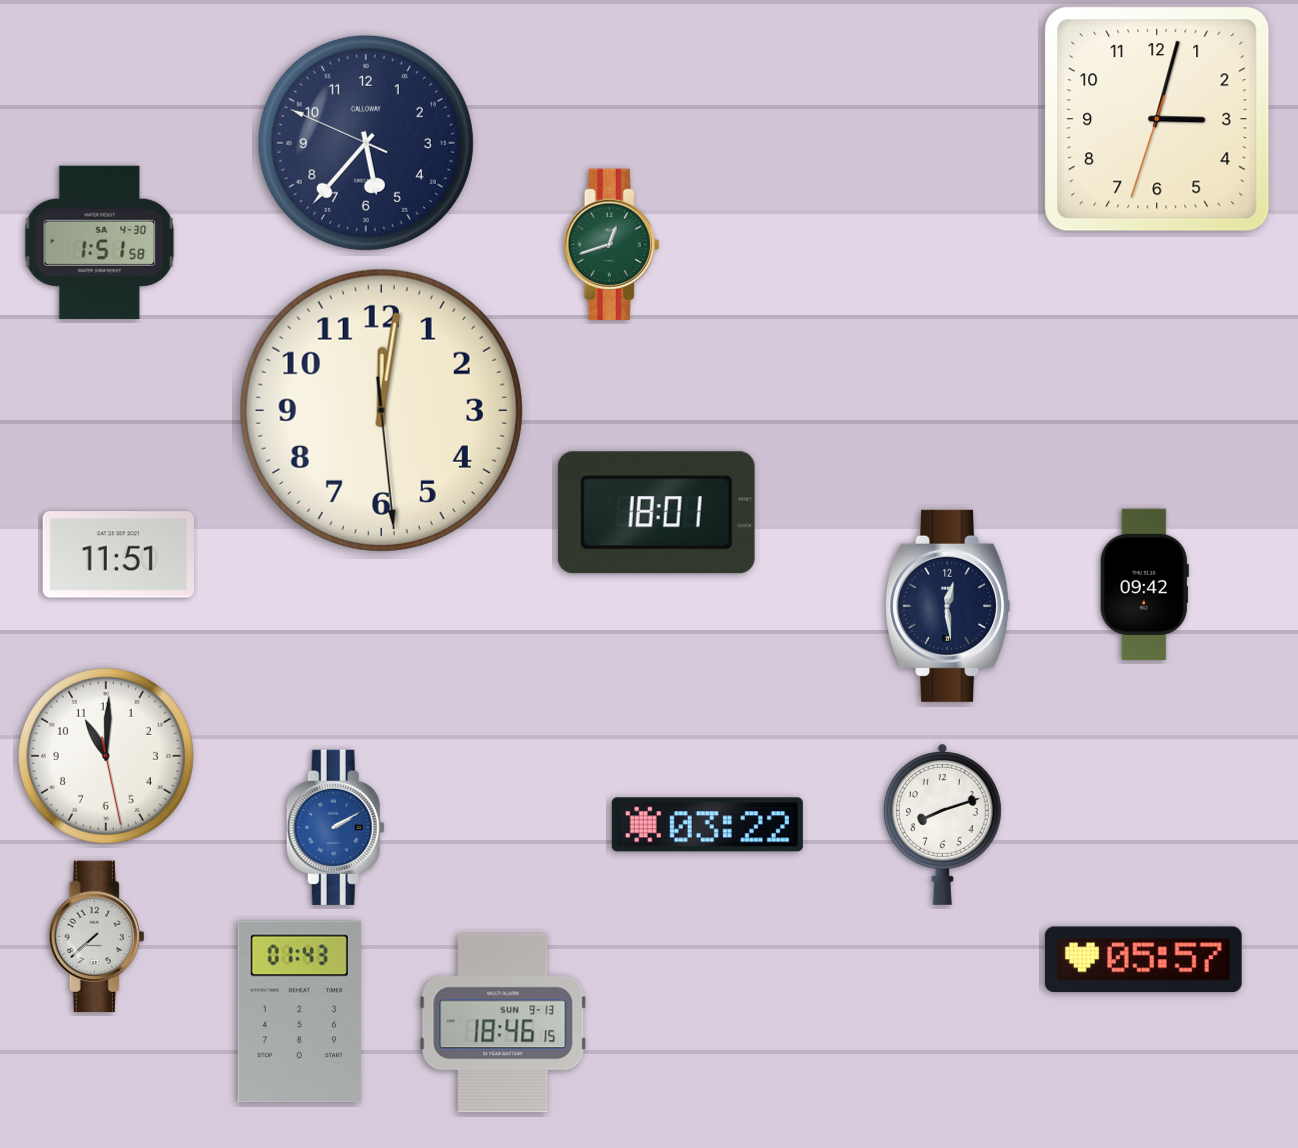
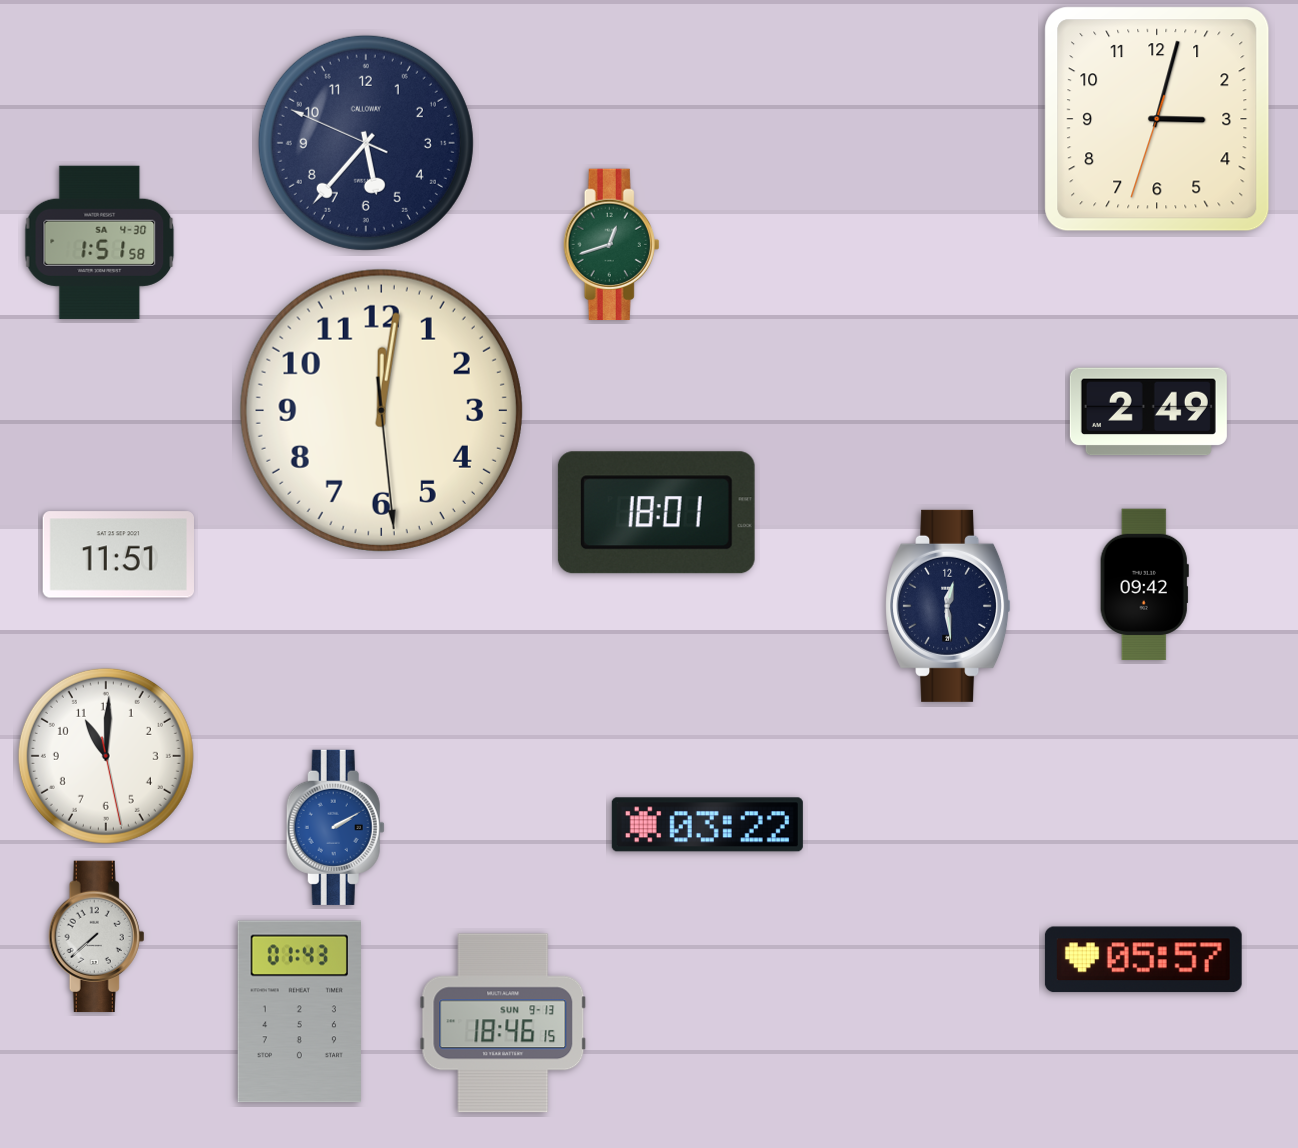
clock at (1148, 412): none -> 2:49
clock at (942, 824): 8:12 -> none
